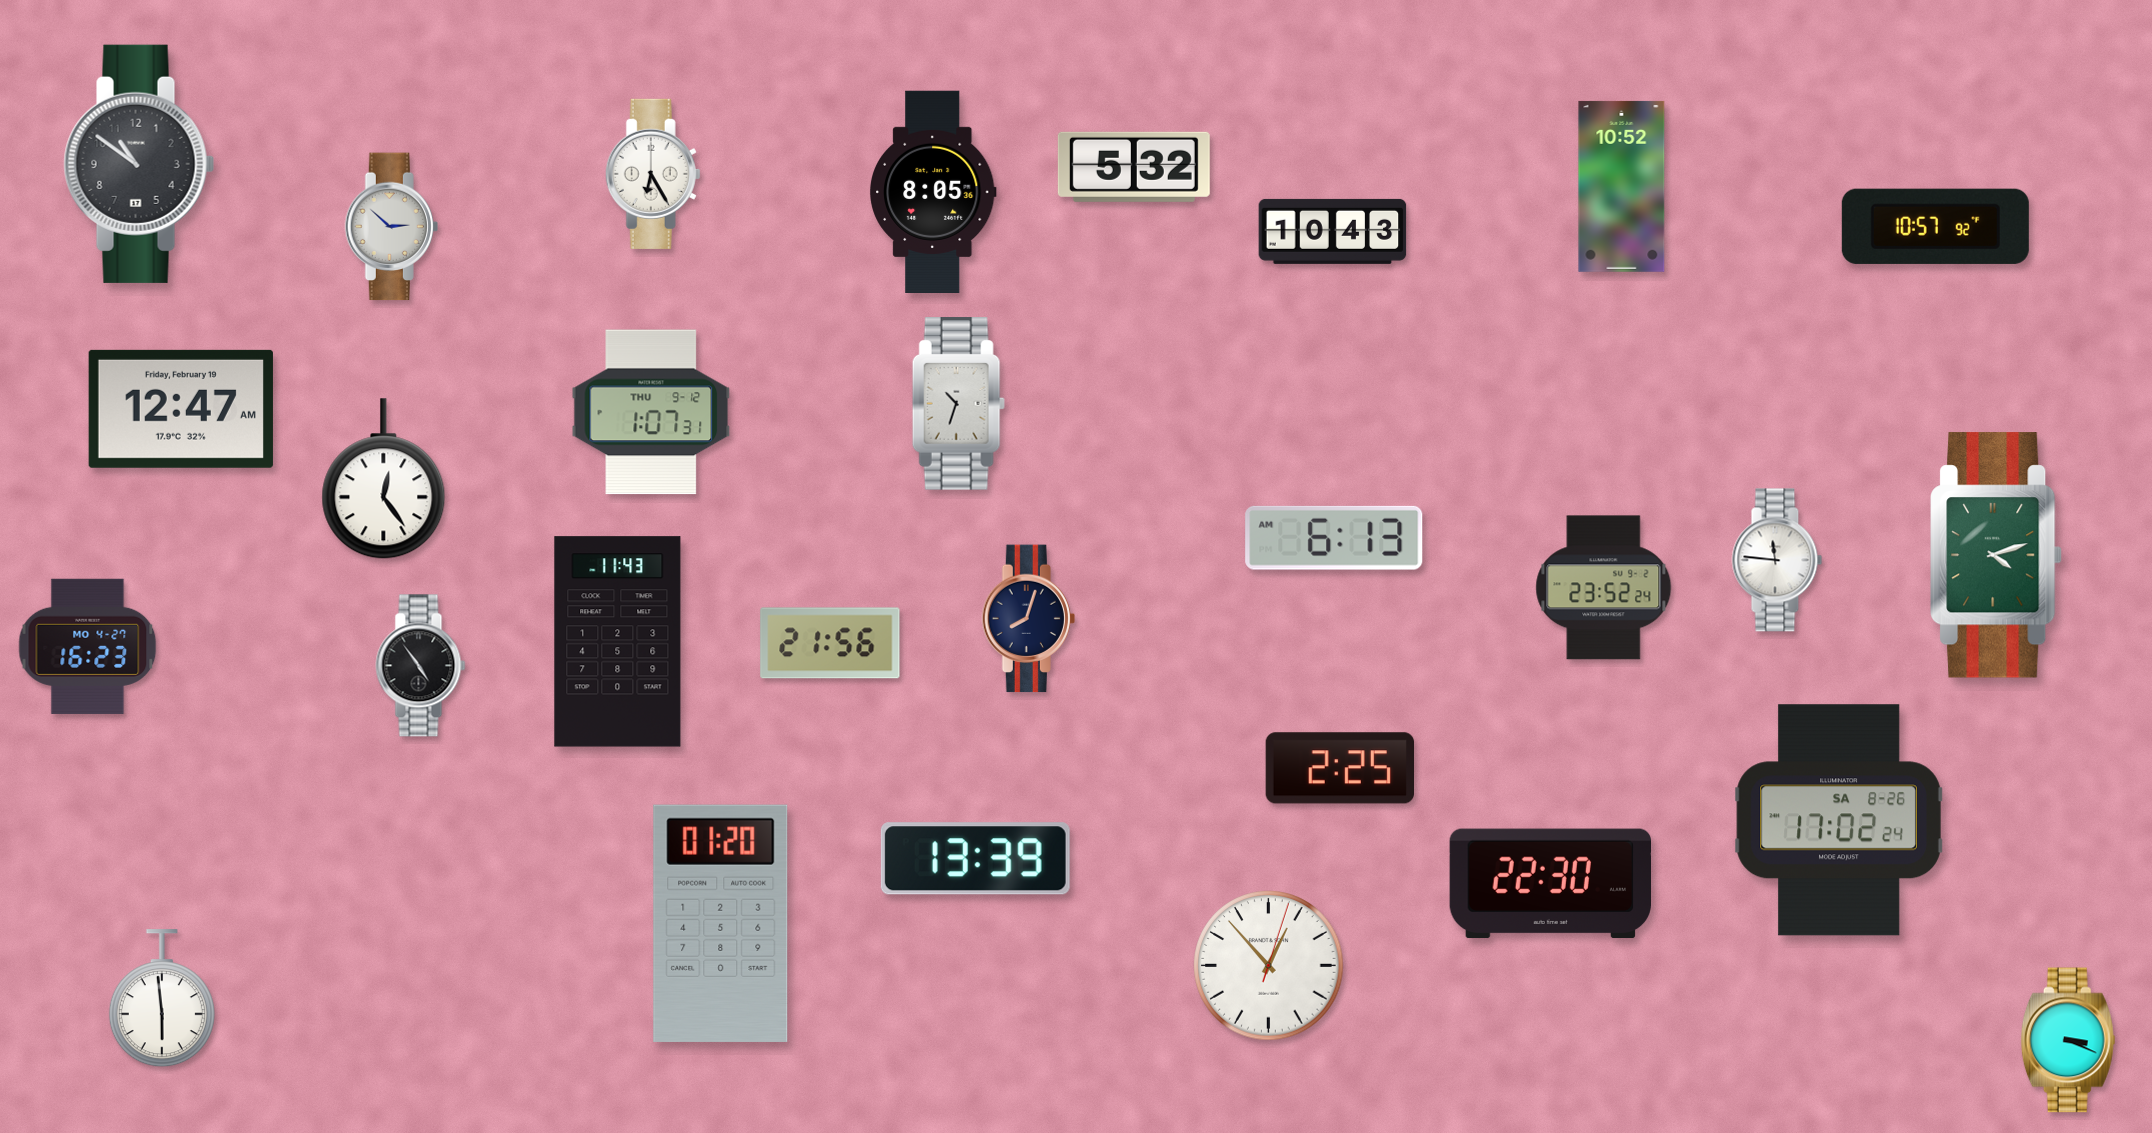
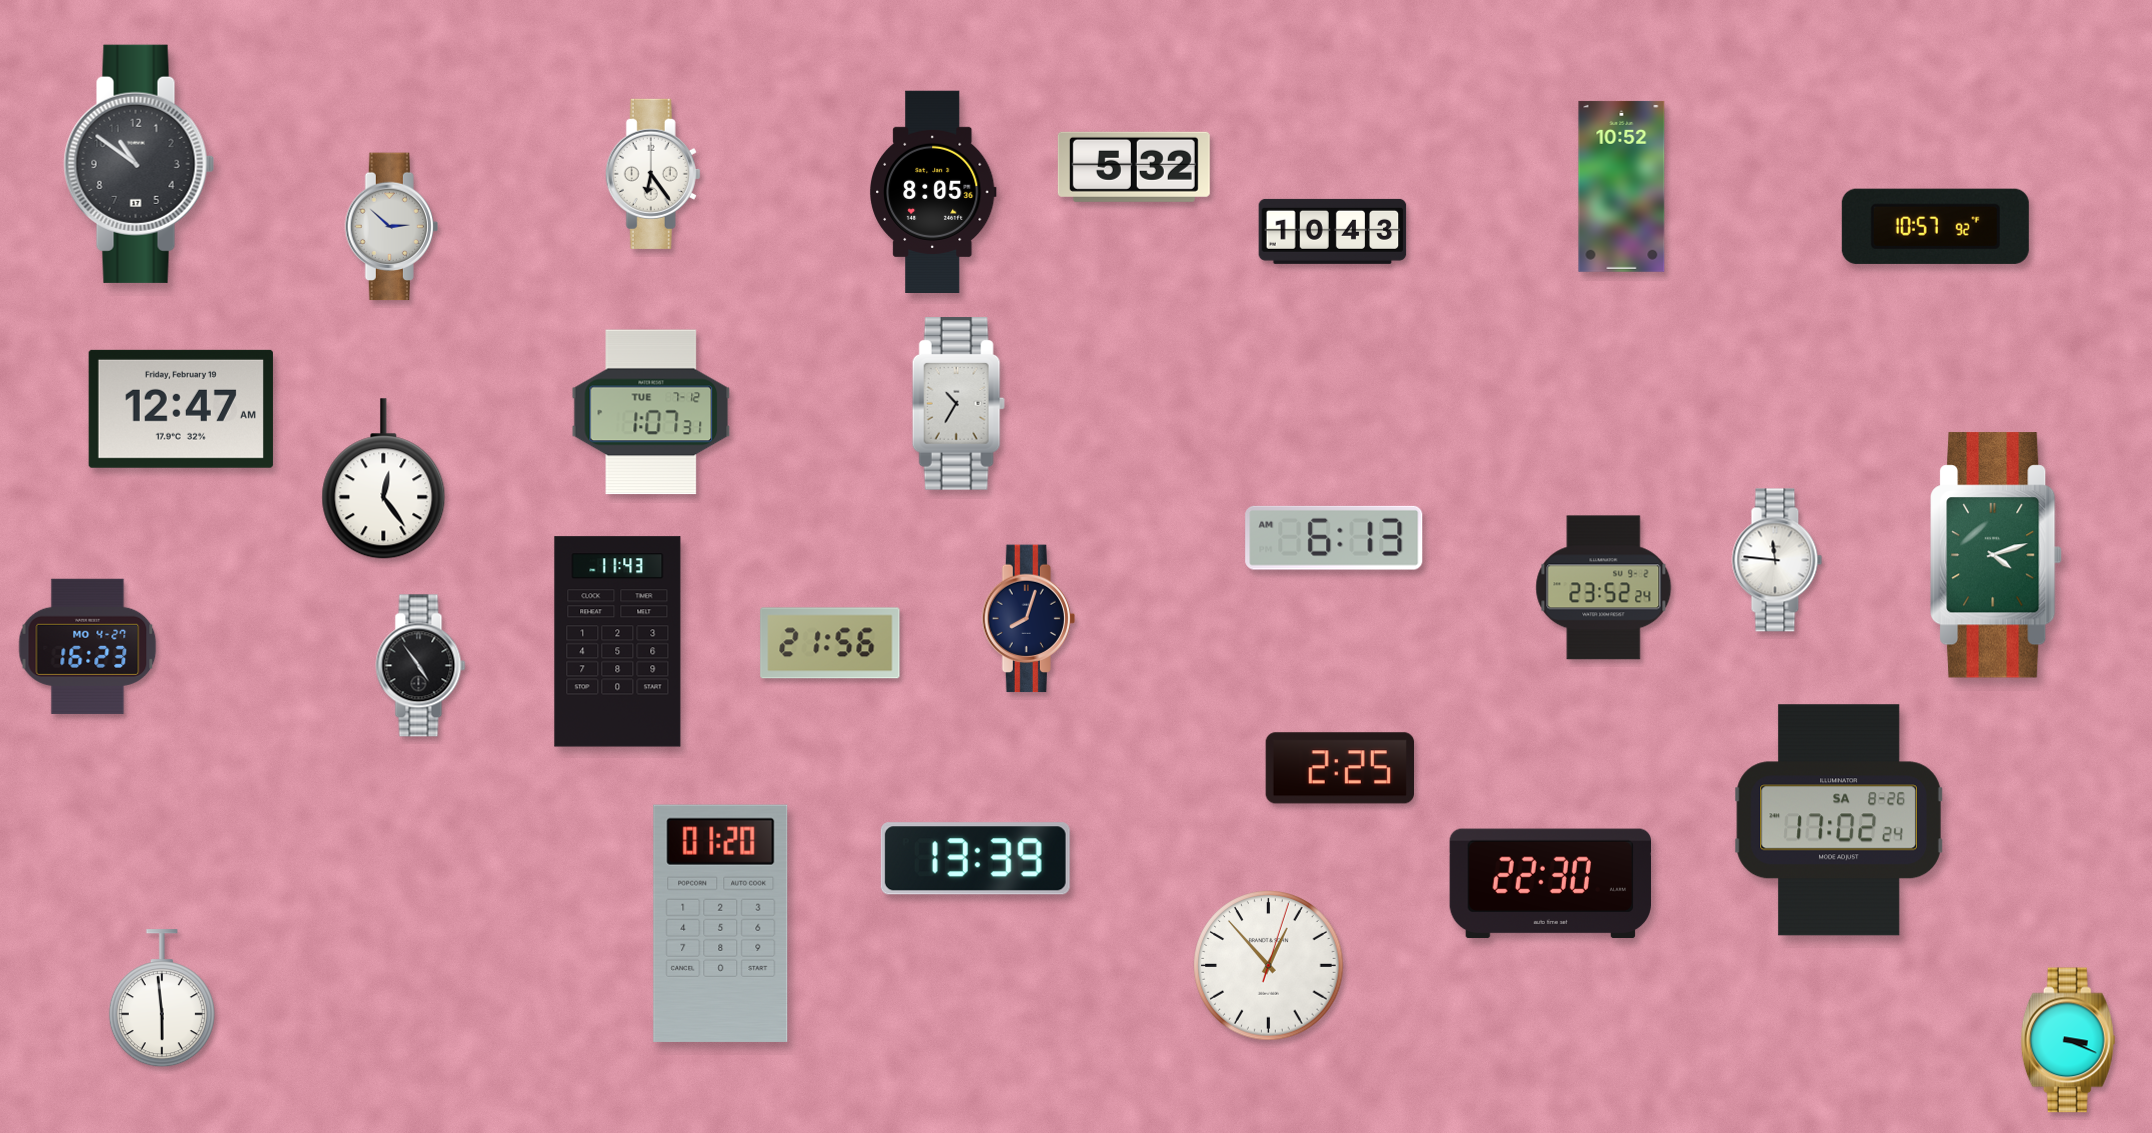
clock at (653, 174): 6:25 -> 6:24
clock at (958, 404): 10:33 -> 10:35
clock at (651, 412) date: THU 9-12 -> TUE 7-12
